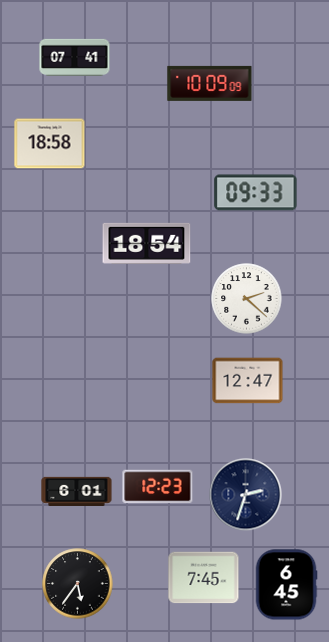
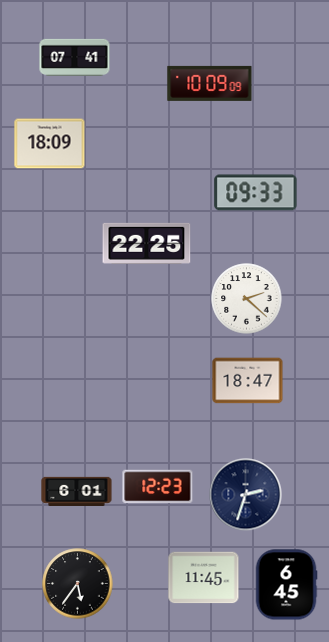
clock at (50, 144): 18:58 -> 18:09
clock at (147, 243): 18:54 -> 22:25
clock at (248, 381): 12:47 -> 18:47
clock at (204, 578): 7:45 -> 11:45
